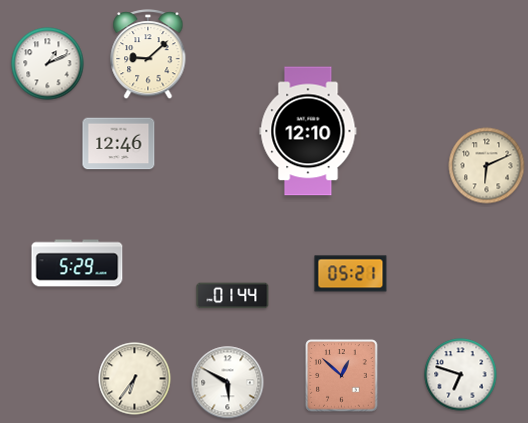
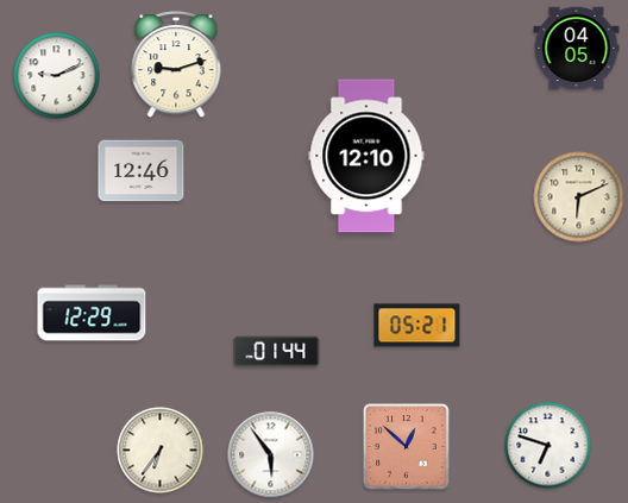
clock at (577, 49): none -> 04:05
clock at (148, 55): 9:08 -> 9:12
clock at (48, 64): 1:11 -> 9:11
clock at (77, 263): 5:29 -> 12:29
clock at (228, 383): 5:50 -> 5:54
